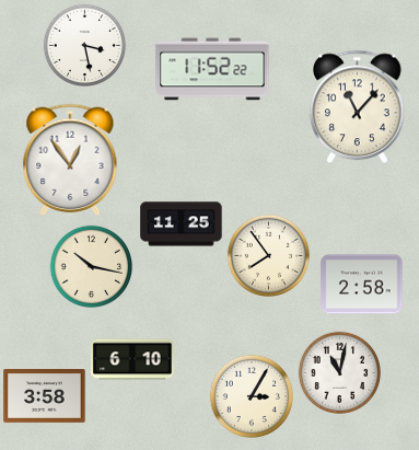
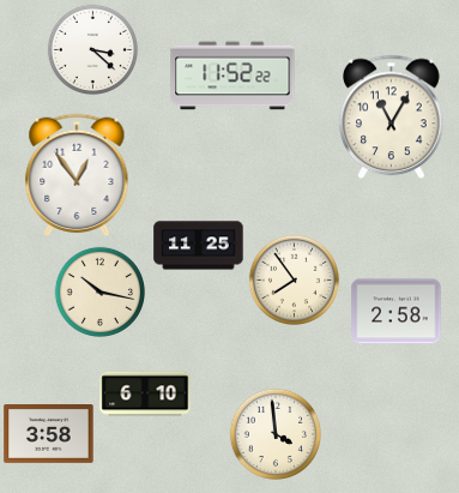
clock at (84, 45): 3:28 -> 3:22
clock at (358, 107): 11:07 -> 11:05
clock at (339, 372): 11:02 -> none
clock at (251, 395): 3:05 -> 3:59
